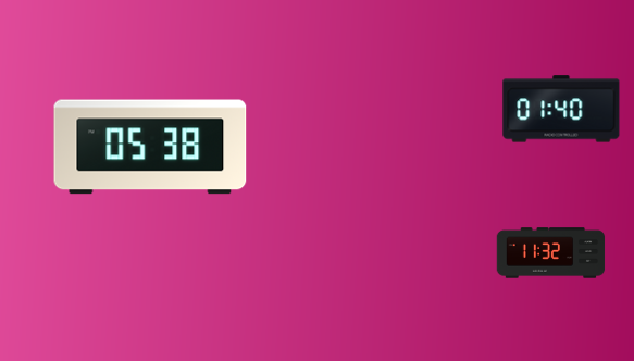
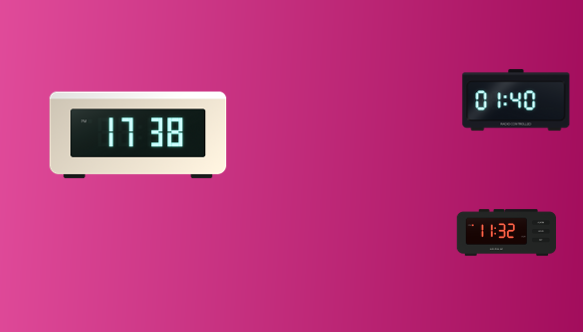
clock at (150, 147): 05:38 -> 17:38
